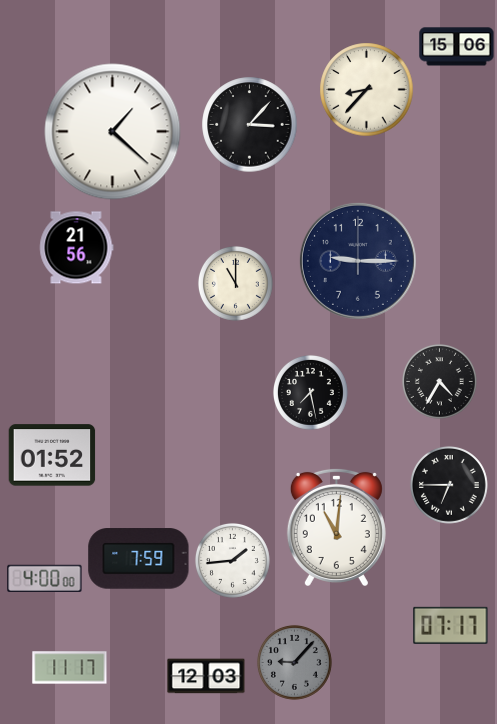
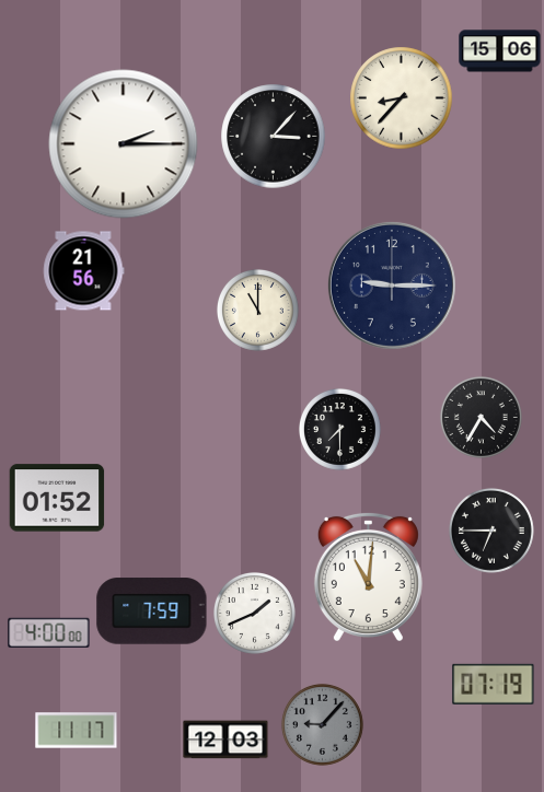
clock at (113, 132): 1:22 -> 2:15
clock at (310, 392): 7:28 -> 7:30
clock at (232, 560): 1:44 -> 1:41
clock at (451, 625): 07:17 -> 07:19
